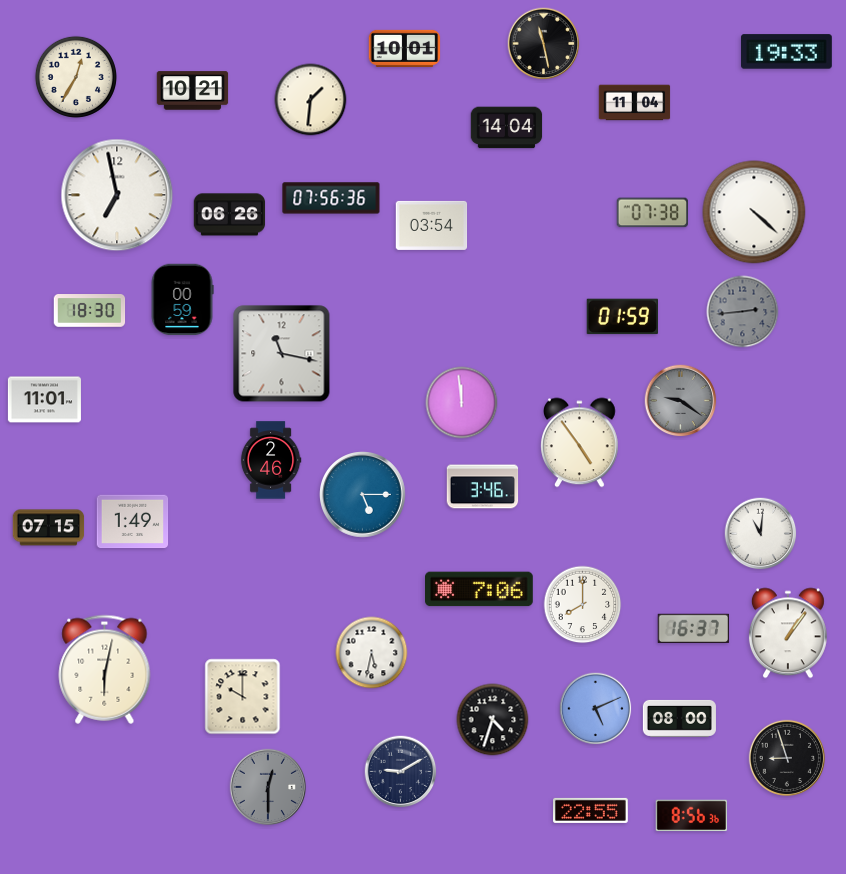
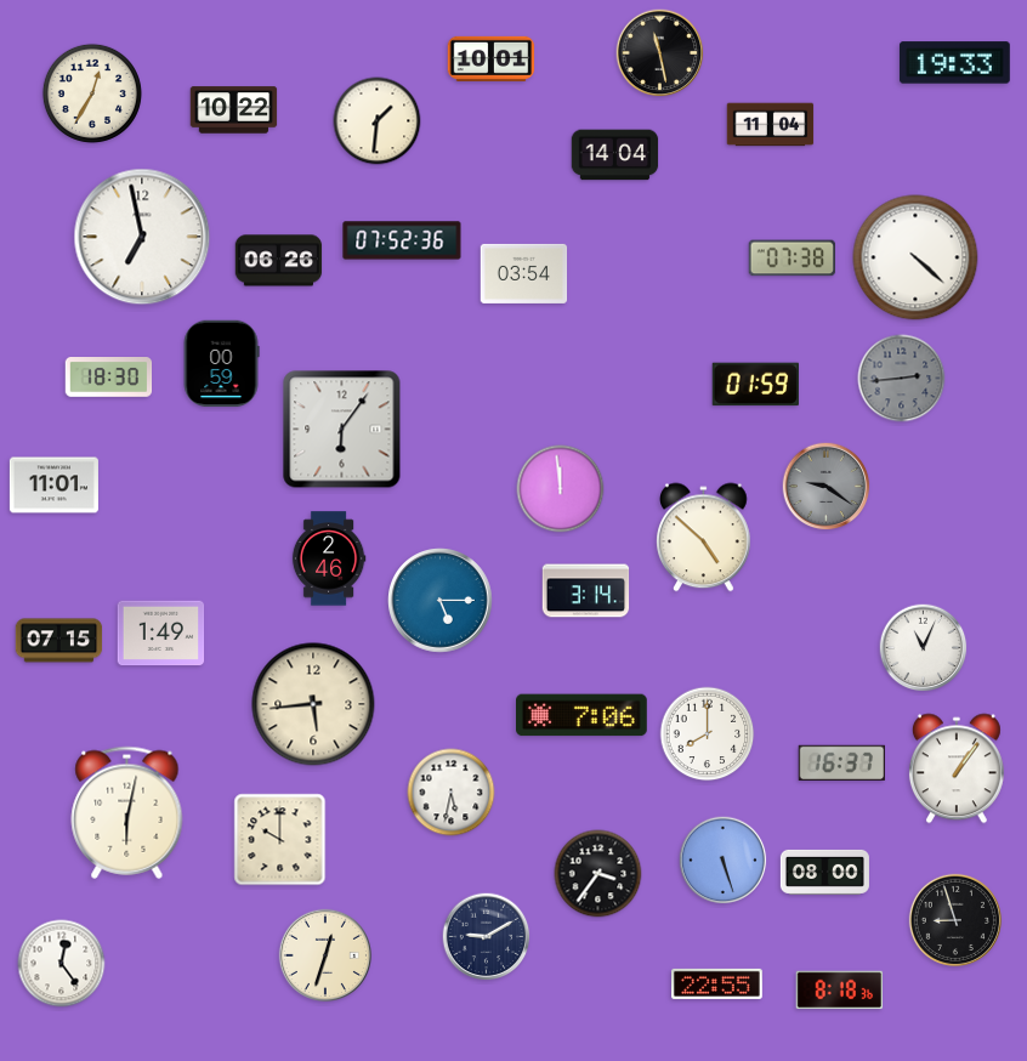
clock at (193, 91): 10:21 -> 10:22
clock at (331, 198): 07:56 -> 07:52
clock at (282, 354): 11:17 -> 6:06
clock at (580, 443): 4:54 -> 4:52
clock at (483, 487): 3:46 -> 3:14
clock at (761, 534): 11:01 -> 11:04
clock at (313, 704): none -> 5:44
clock at (243, 697) position: (243, 697) -> (280, 840)
clock at (596, 709): 5:11 -> 5:27
clock at (493, 720): 4:33 -> 3:36
clock at (268, 787): 12:30 -> 12:33
clock at (268, 787) dial: grey -> cream
clock at (62, 964): none -> 12:24
clock at (692, 816): 8:56 -> 8:18
